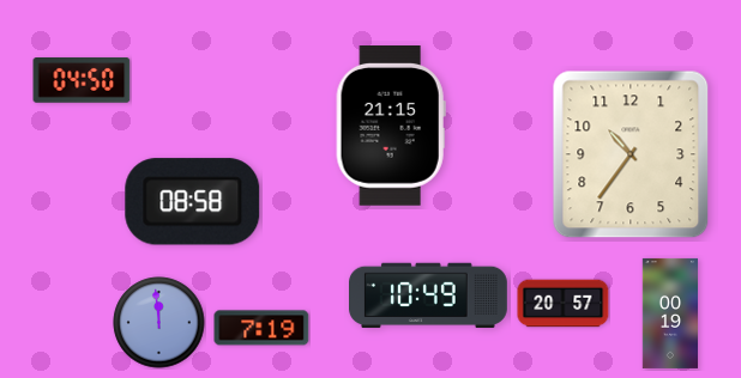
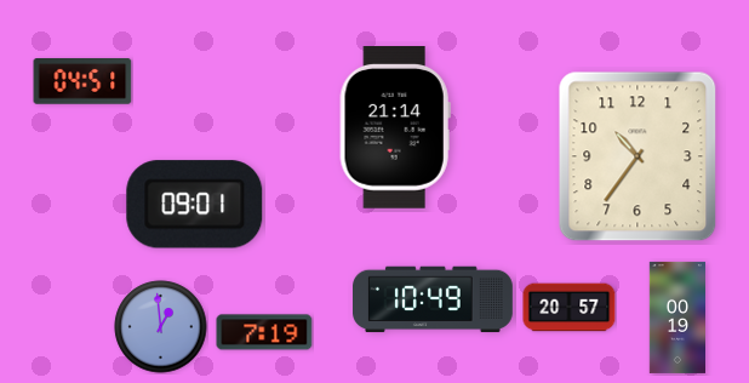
clock at (82, 81): 04:50 -> 04:51
clock at (391, 127): 21:15 -> 21:14
clock at (193, 202): 08:58 -> 09:01
clock at (159, 323): 11:59 -> 12:59
